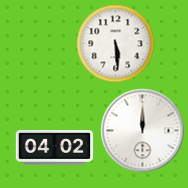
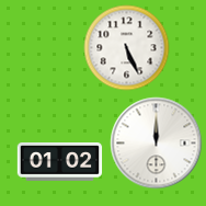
clock at (115, 43): 5:29 -> 5:26
clock at (54, 148): 04:02 -> 01:02
